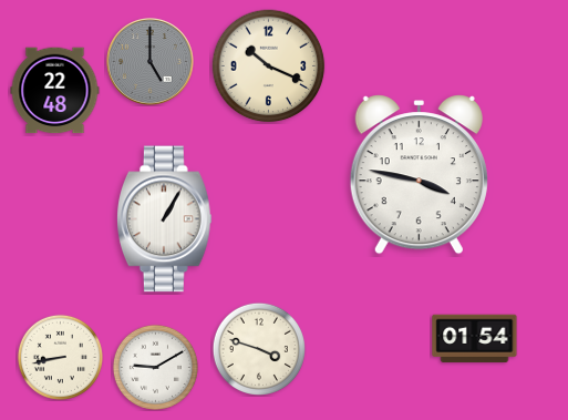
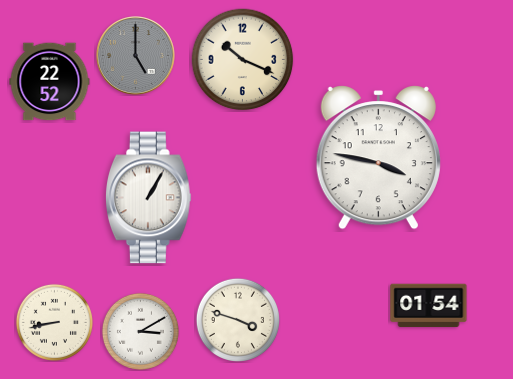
clock at (55, 91): 22:48 -> 22:52
clock at (259, 349) position: (259, 349) -> (238, 320)
clock at (155, 367): 9:10 -> 3:10
